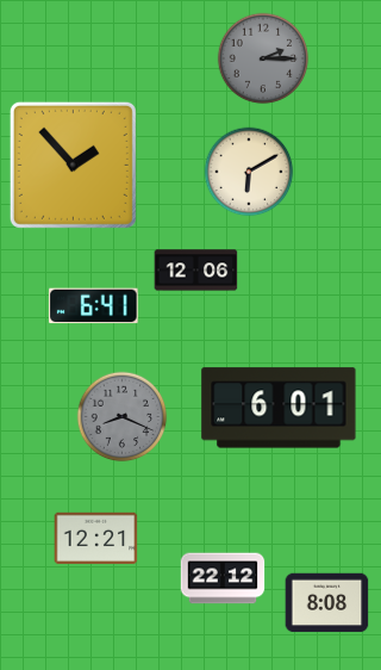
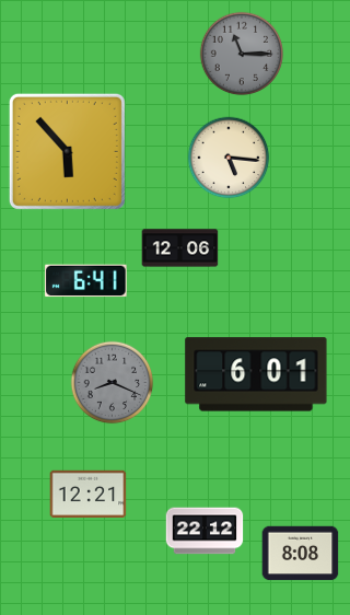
clock at (263, 58): 2:15 -> 11:15
clock at (73, 165): 1:53 -> 5:53
clock at (249, 172): 6:10 -> 5:16
